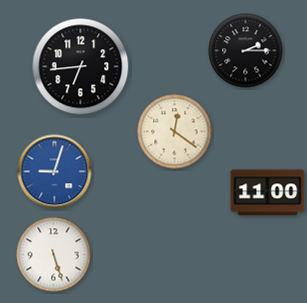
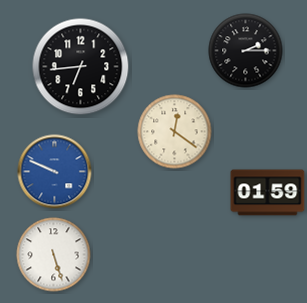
clock at (55, 172): 9:03 -> 9:49
clock at (268, 193): 11:00 -> 01:59
